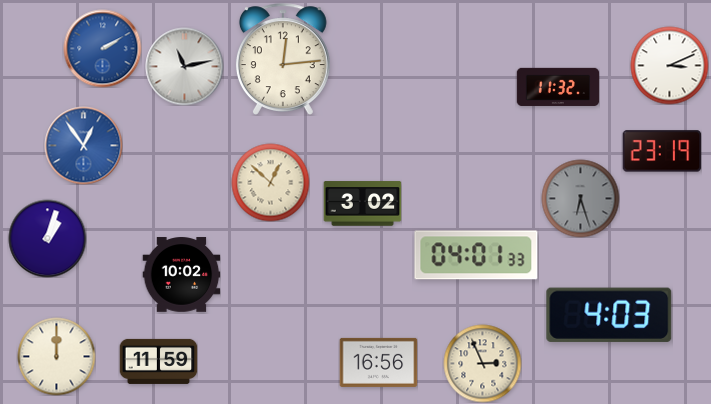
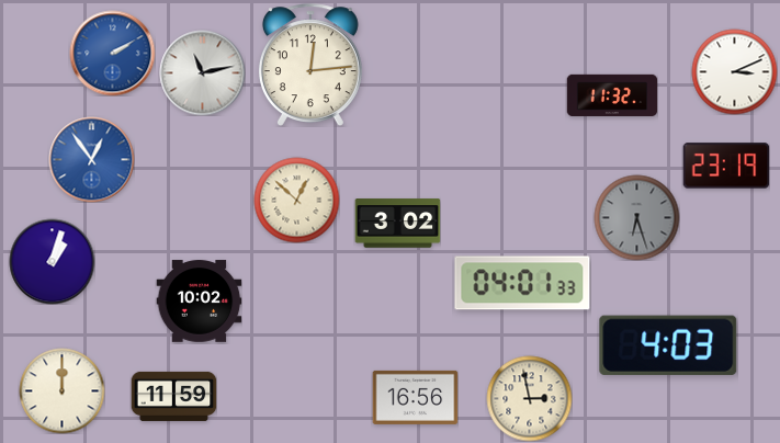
clock at (476, 255) position: (476, 255) -> (522, 283)
clock at (482, 363): 2:56 -> 2:58
